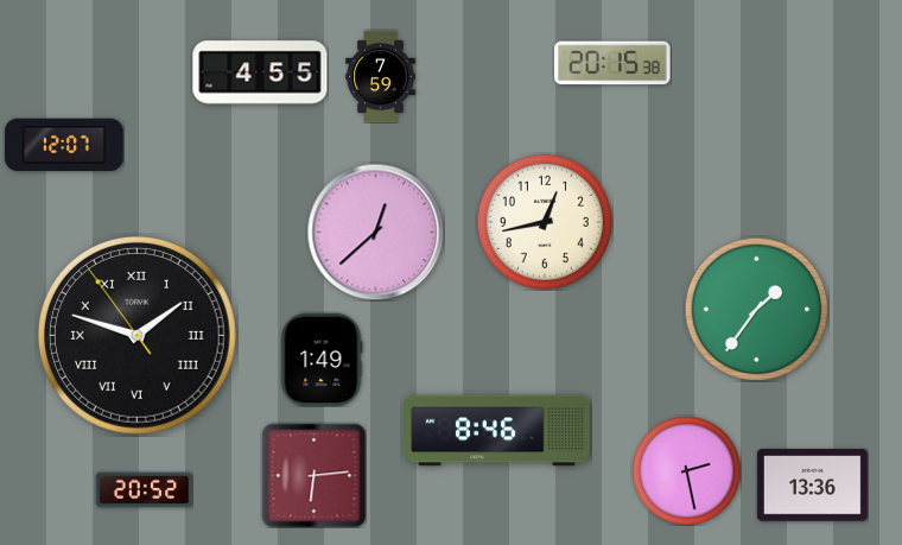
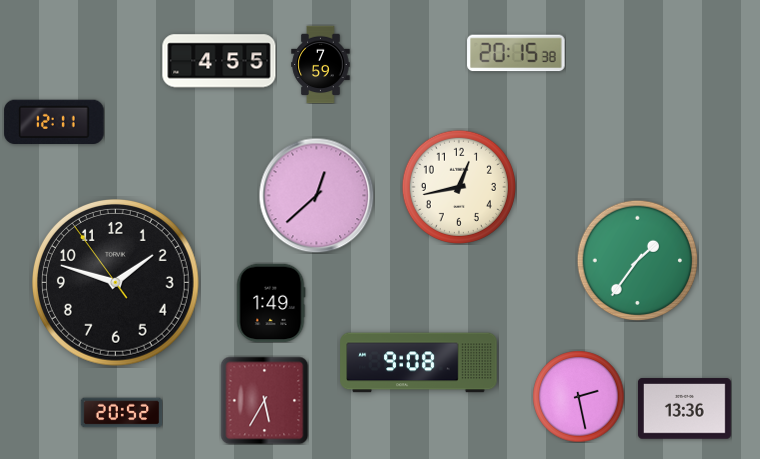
clock at (64, 144): 12:07 -> 12:11
clock at (138, 336) numerals: Roman -> Arabic
clock at (497, 431): 8:46 -> 9:08
clock at (313, 475): 6:14 -> 5:35
